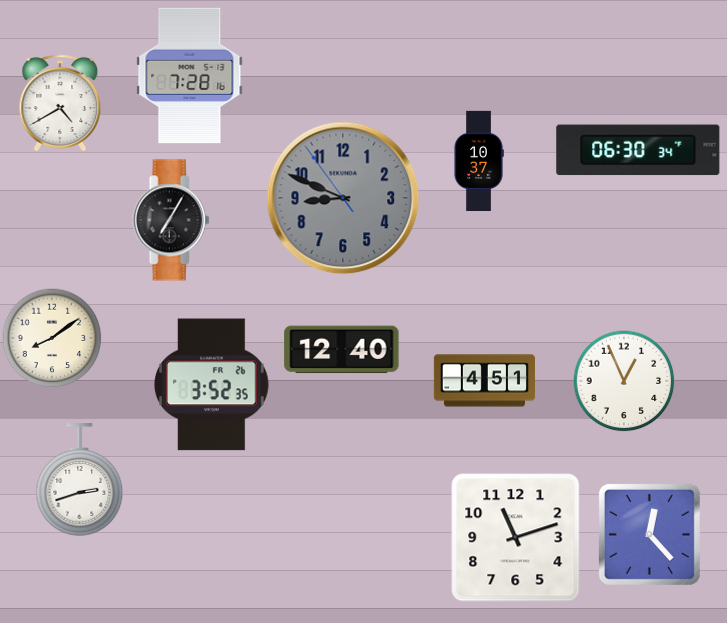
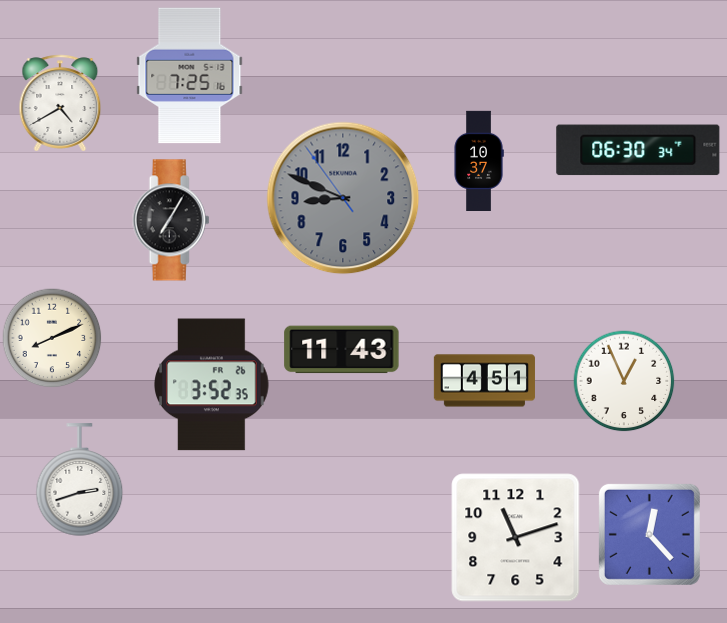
clock at (190, 76): 7:28 -> 7:25
clock at (52, 338): 8:09 -> 8:11
clock at (342, 350): 12:40 -> 11:43
